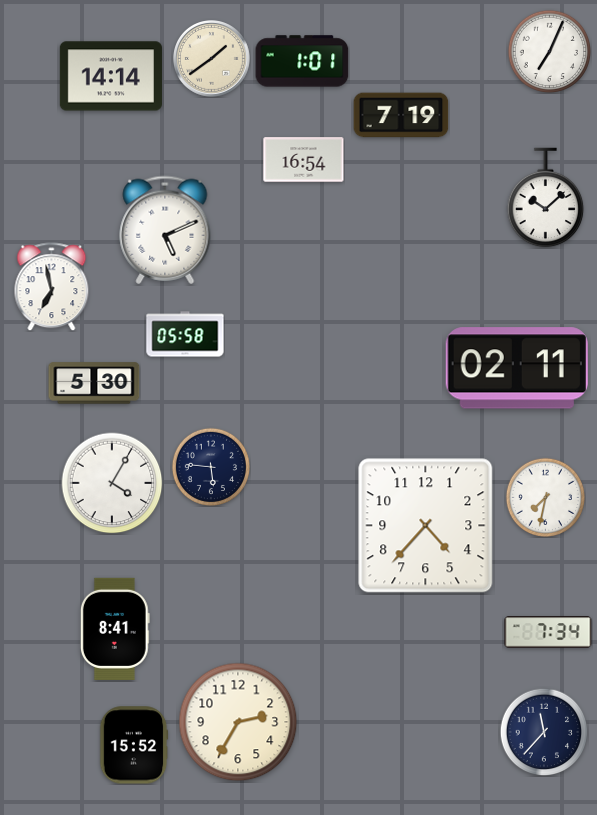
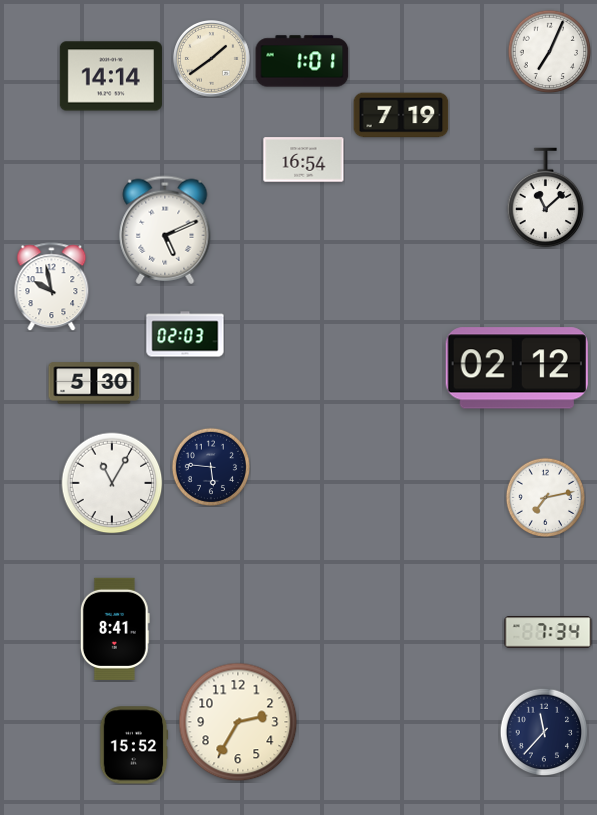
clock at (546, 198): 10:08 -> 11:08
clock at (52, 287): 6:58 -> 9:58
clock at (185, 334): 05:58 -> 02:03
clock at (517, 368): 02:11 -> 02:12
clock at (112, 483): 4:05 -> 11:05
clock at (545, 497): 7:32 -> 7:13
clock at (426, 526): 4:37 -> none
